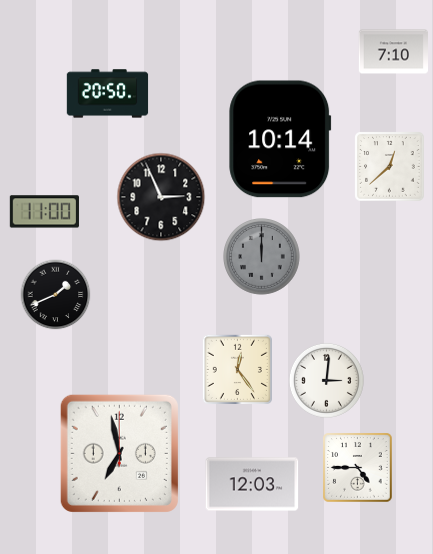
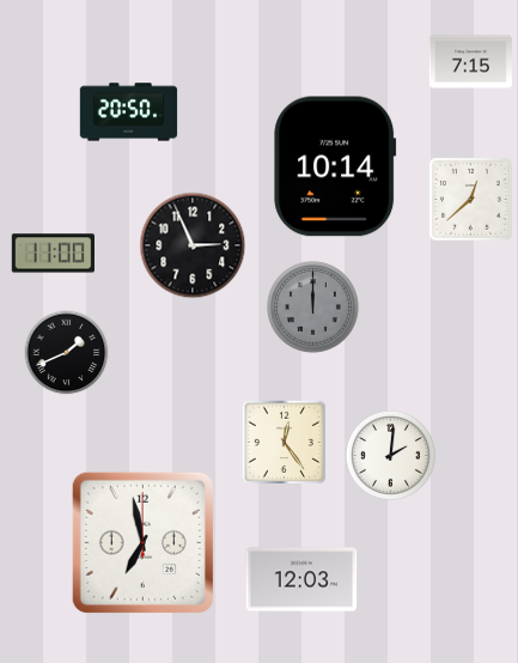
clock at (393, 52): 7:10 -> 7:15
clock at (390, 167) position: (390, 167) -> (471, 200)
clock at (161, 197) position: (161, 197) -> (193, 245)
clock at (326, 380): 3:01 -> 2:01
clock at (358, 468): 4:45 -> none
